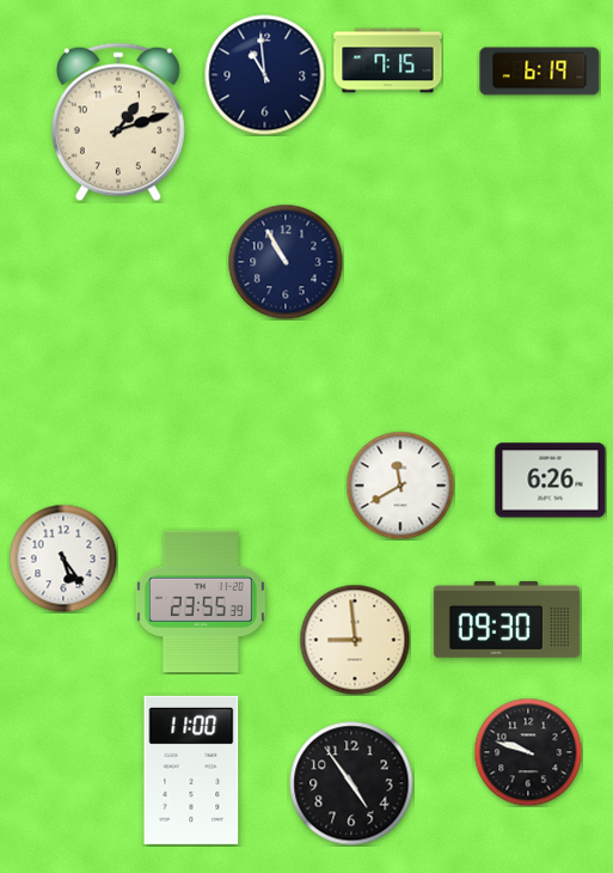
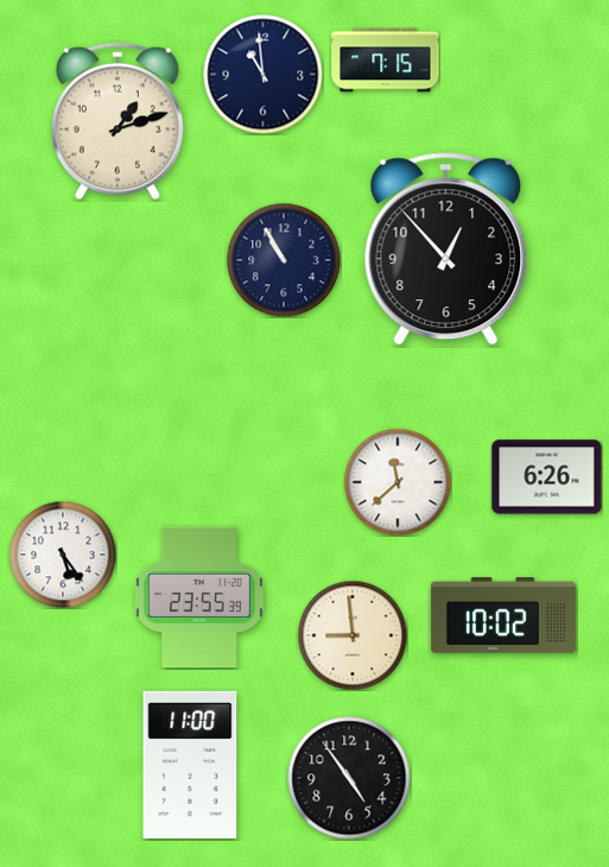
clock at (540, 72): 6:19 -> none
clock at (446, 249): none -> 12:53
clock at (400, 486): 11:40 -> 11:38
clock at (507, 619): 09:30 -> 10:02
clock at (528, 752): 9:48 -> none
